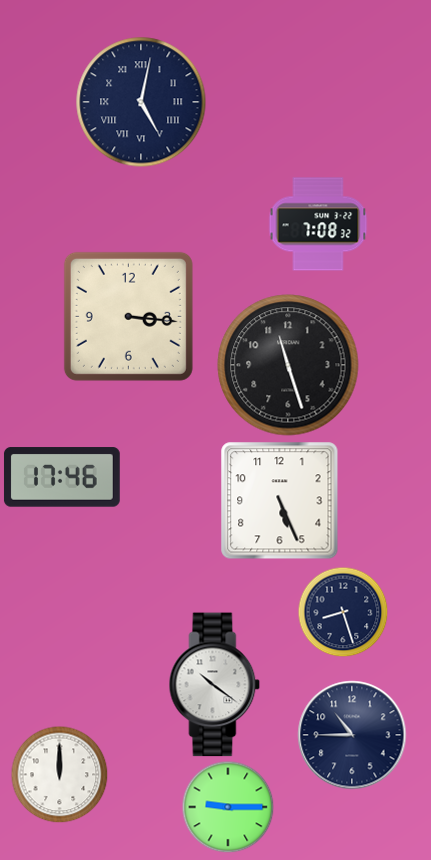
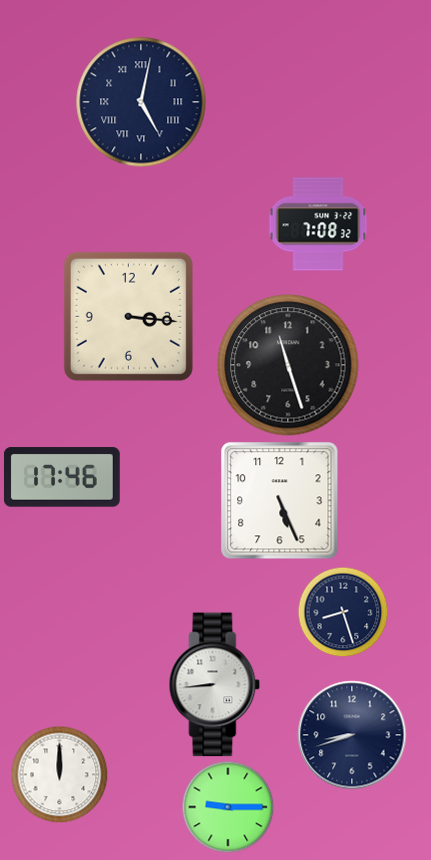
clock at (215, 685): 10:21 -> 8:44
clock at (352, 735): 10:45 -> 8:42
